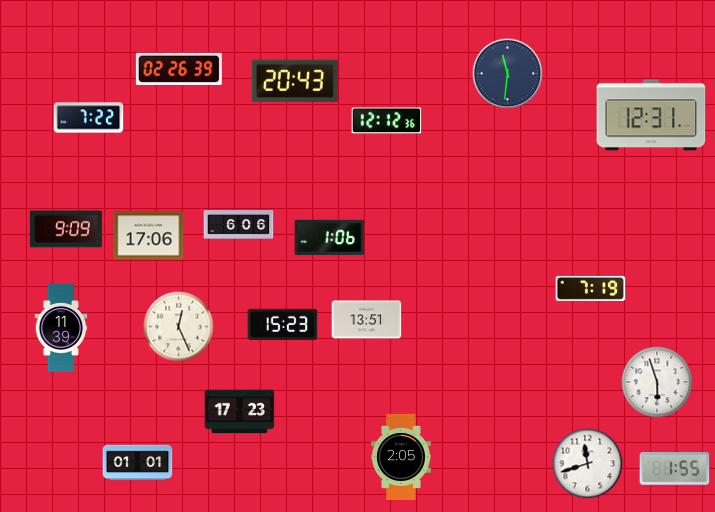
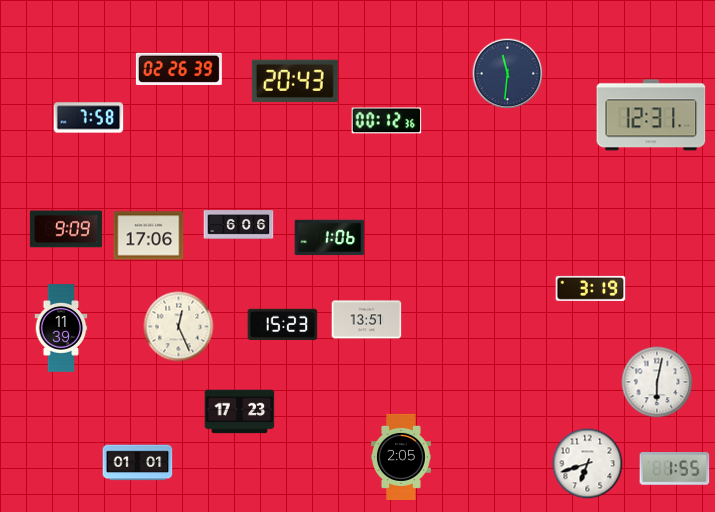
clock at (89, 118): 7:22 -> 7:58
clock at (387, 121): 12:12 -> 00:12
clock at (591, 288): 7:19 -> 3:19
clock at (657, 382): 5:57 -> 6:02
clock at (588, 464): 11:42 -> 6:42
